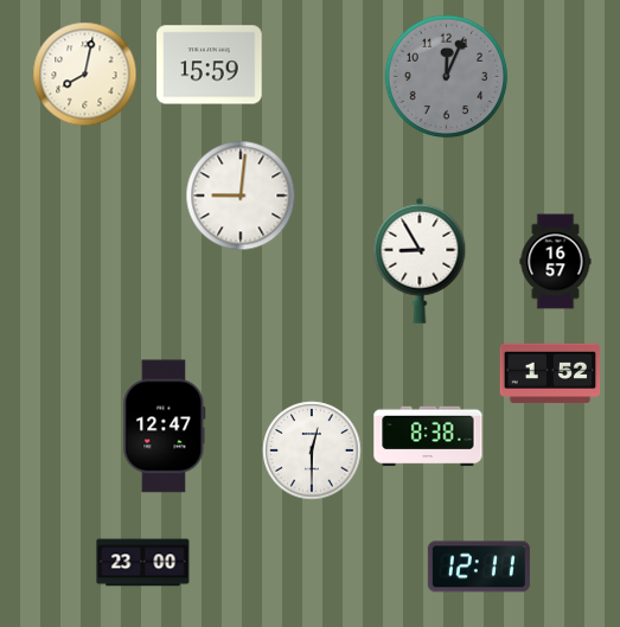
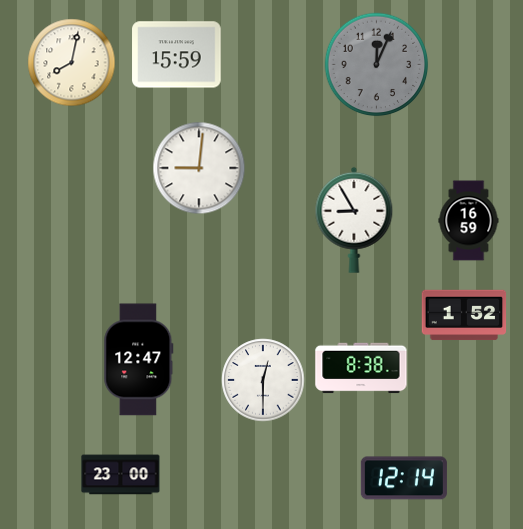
clock at (241, 196) position: (241, 196) -> (199, 168)
clock at (556, 262): 16:57 -> 16:59
clock at (479, 567): 12:11 -> 12:14
